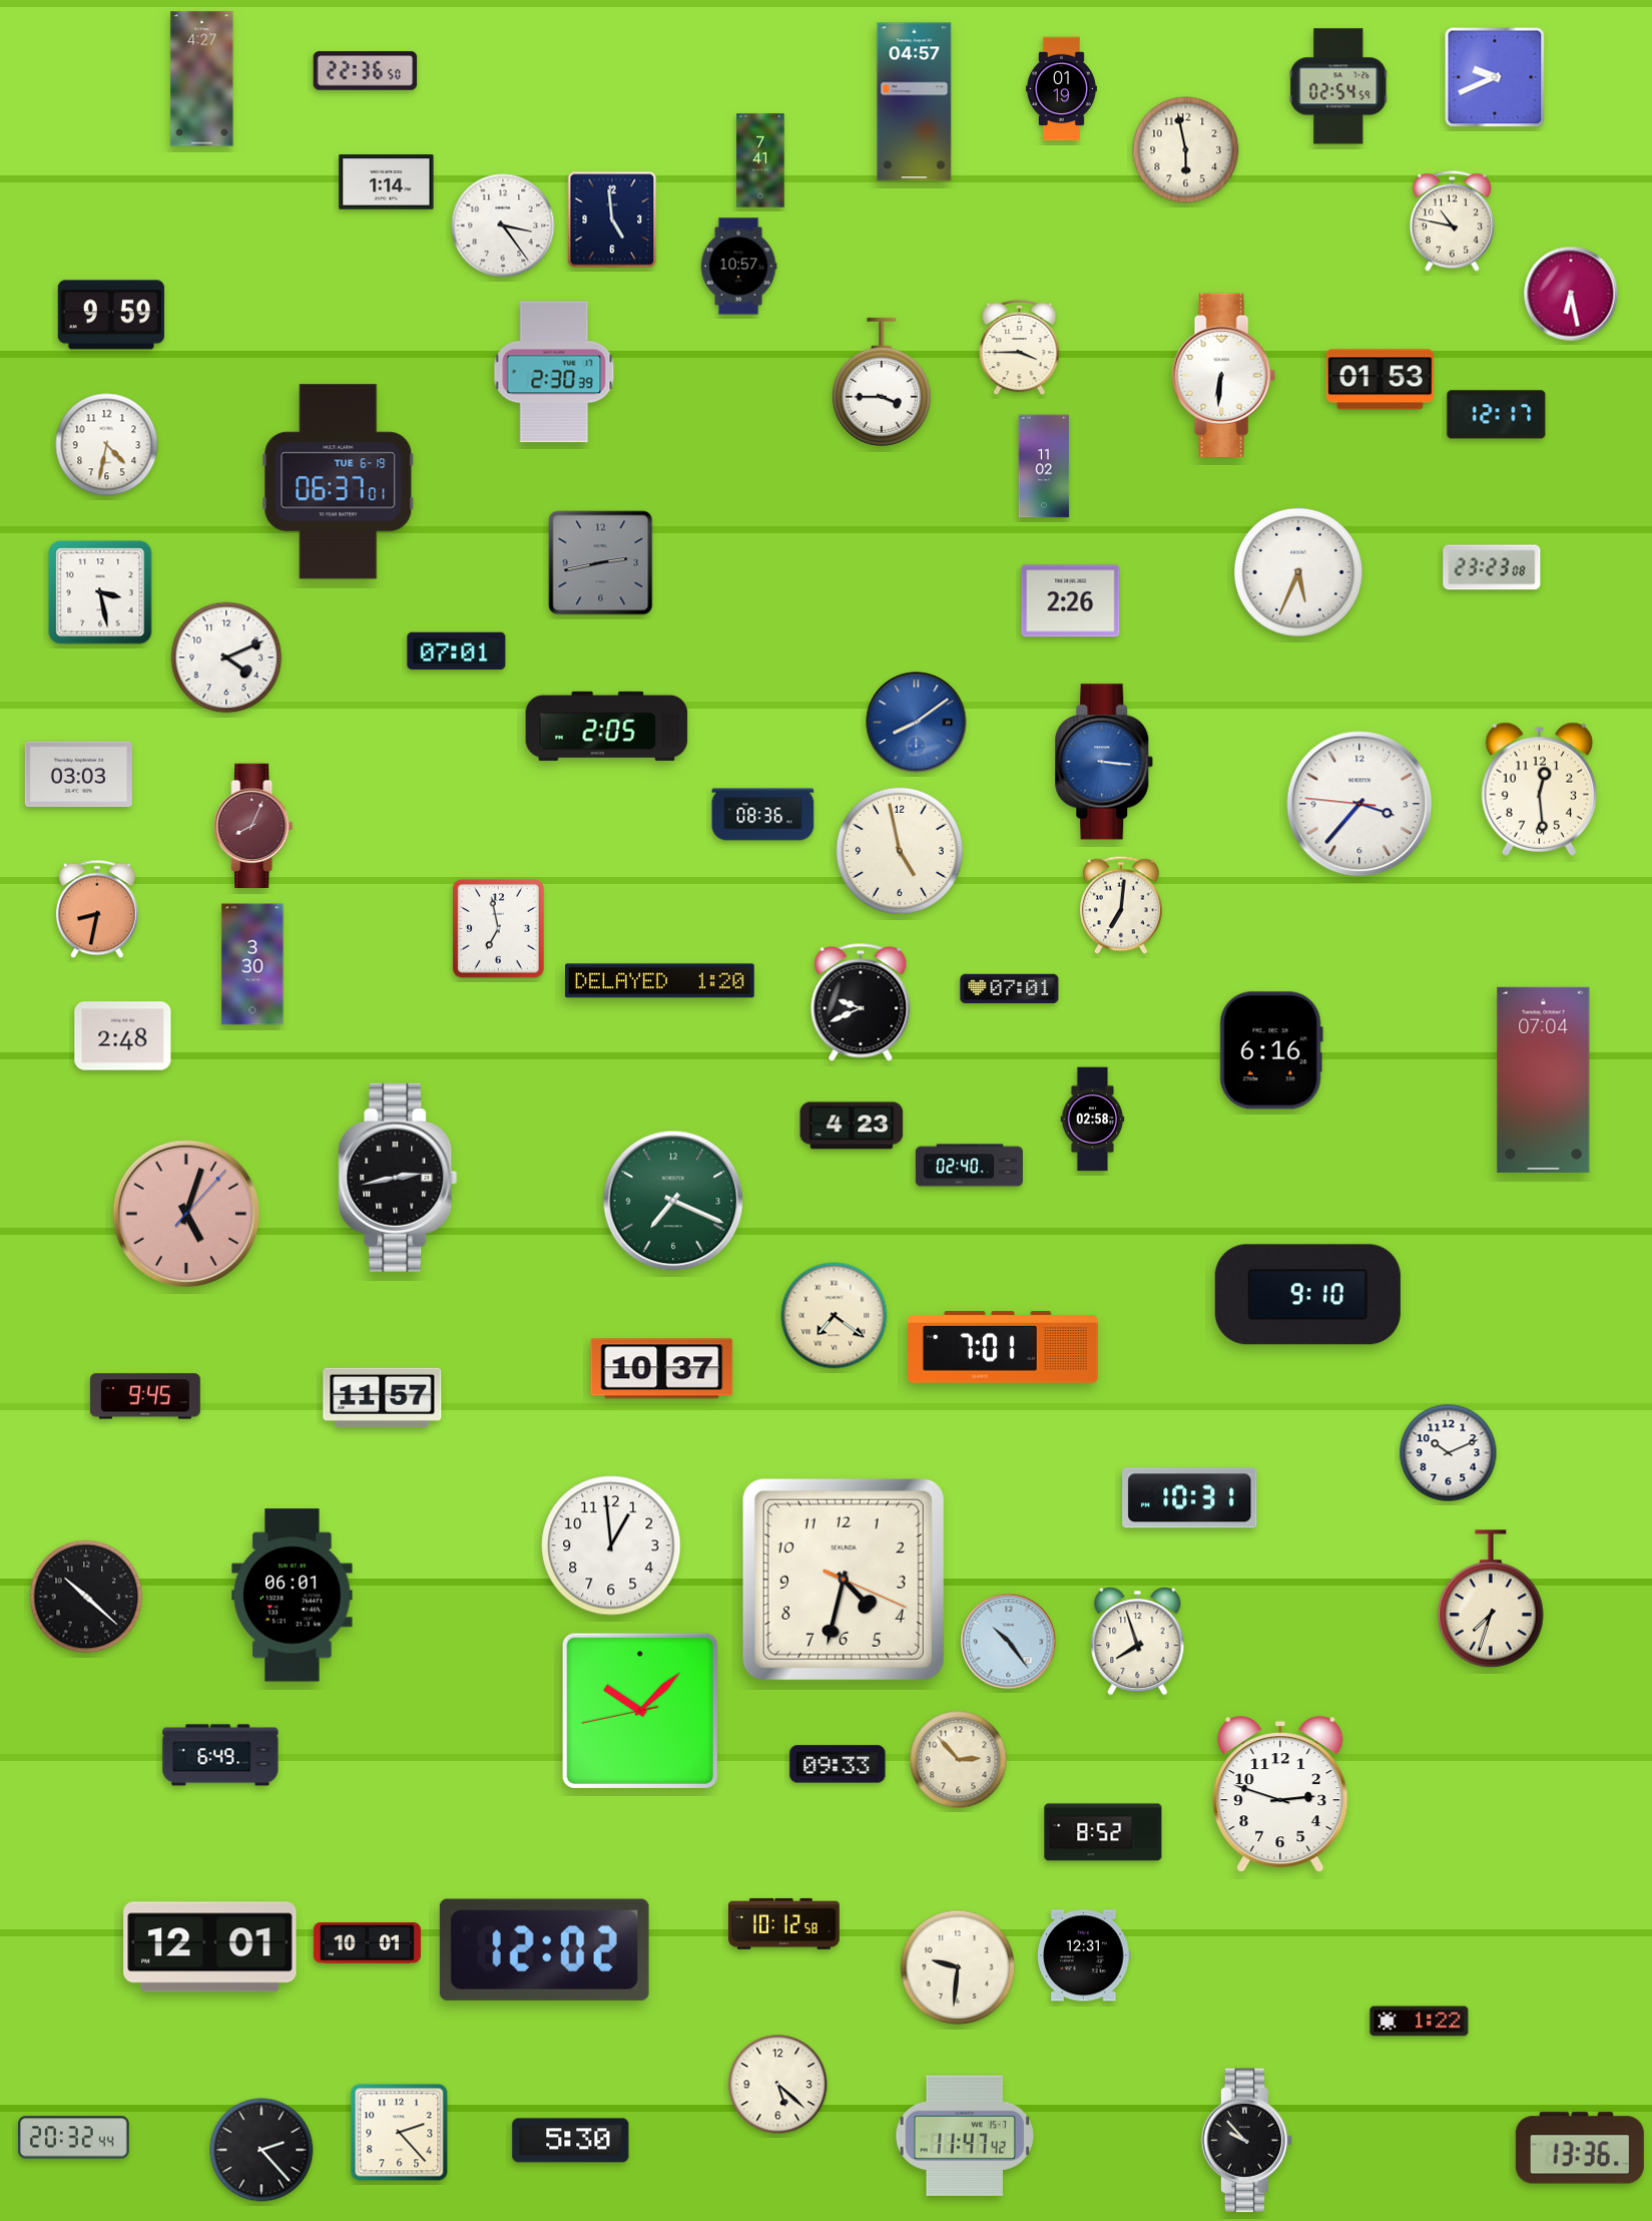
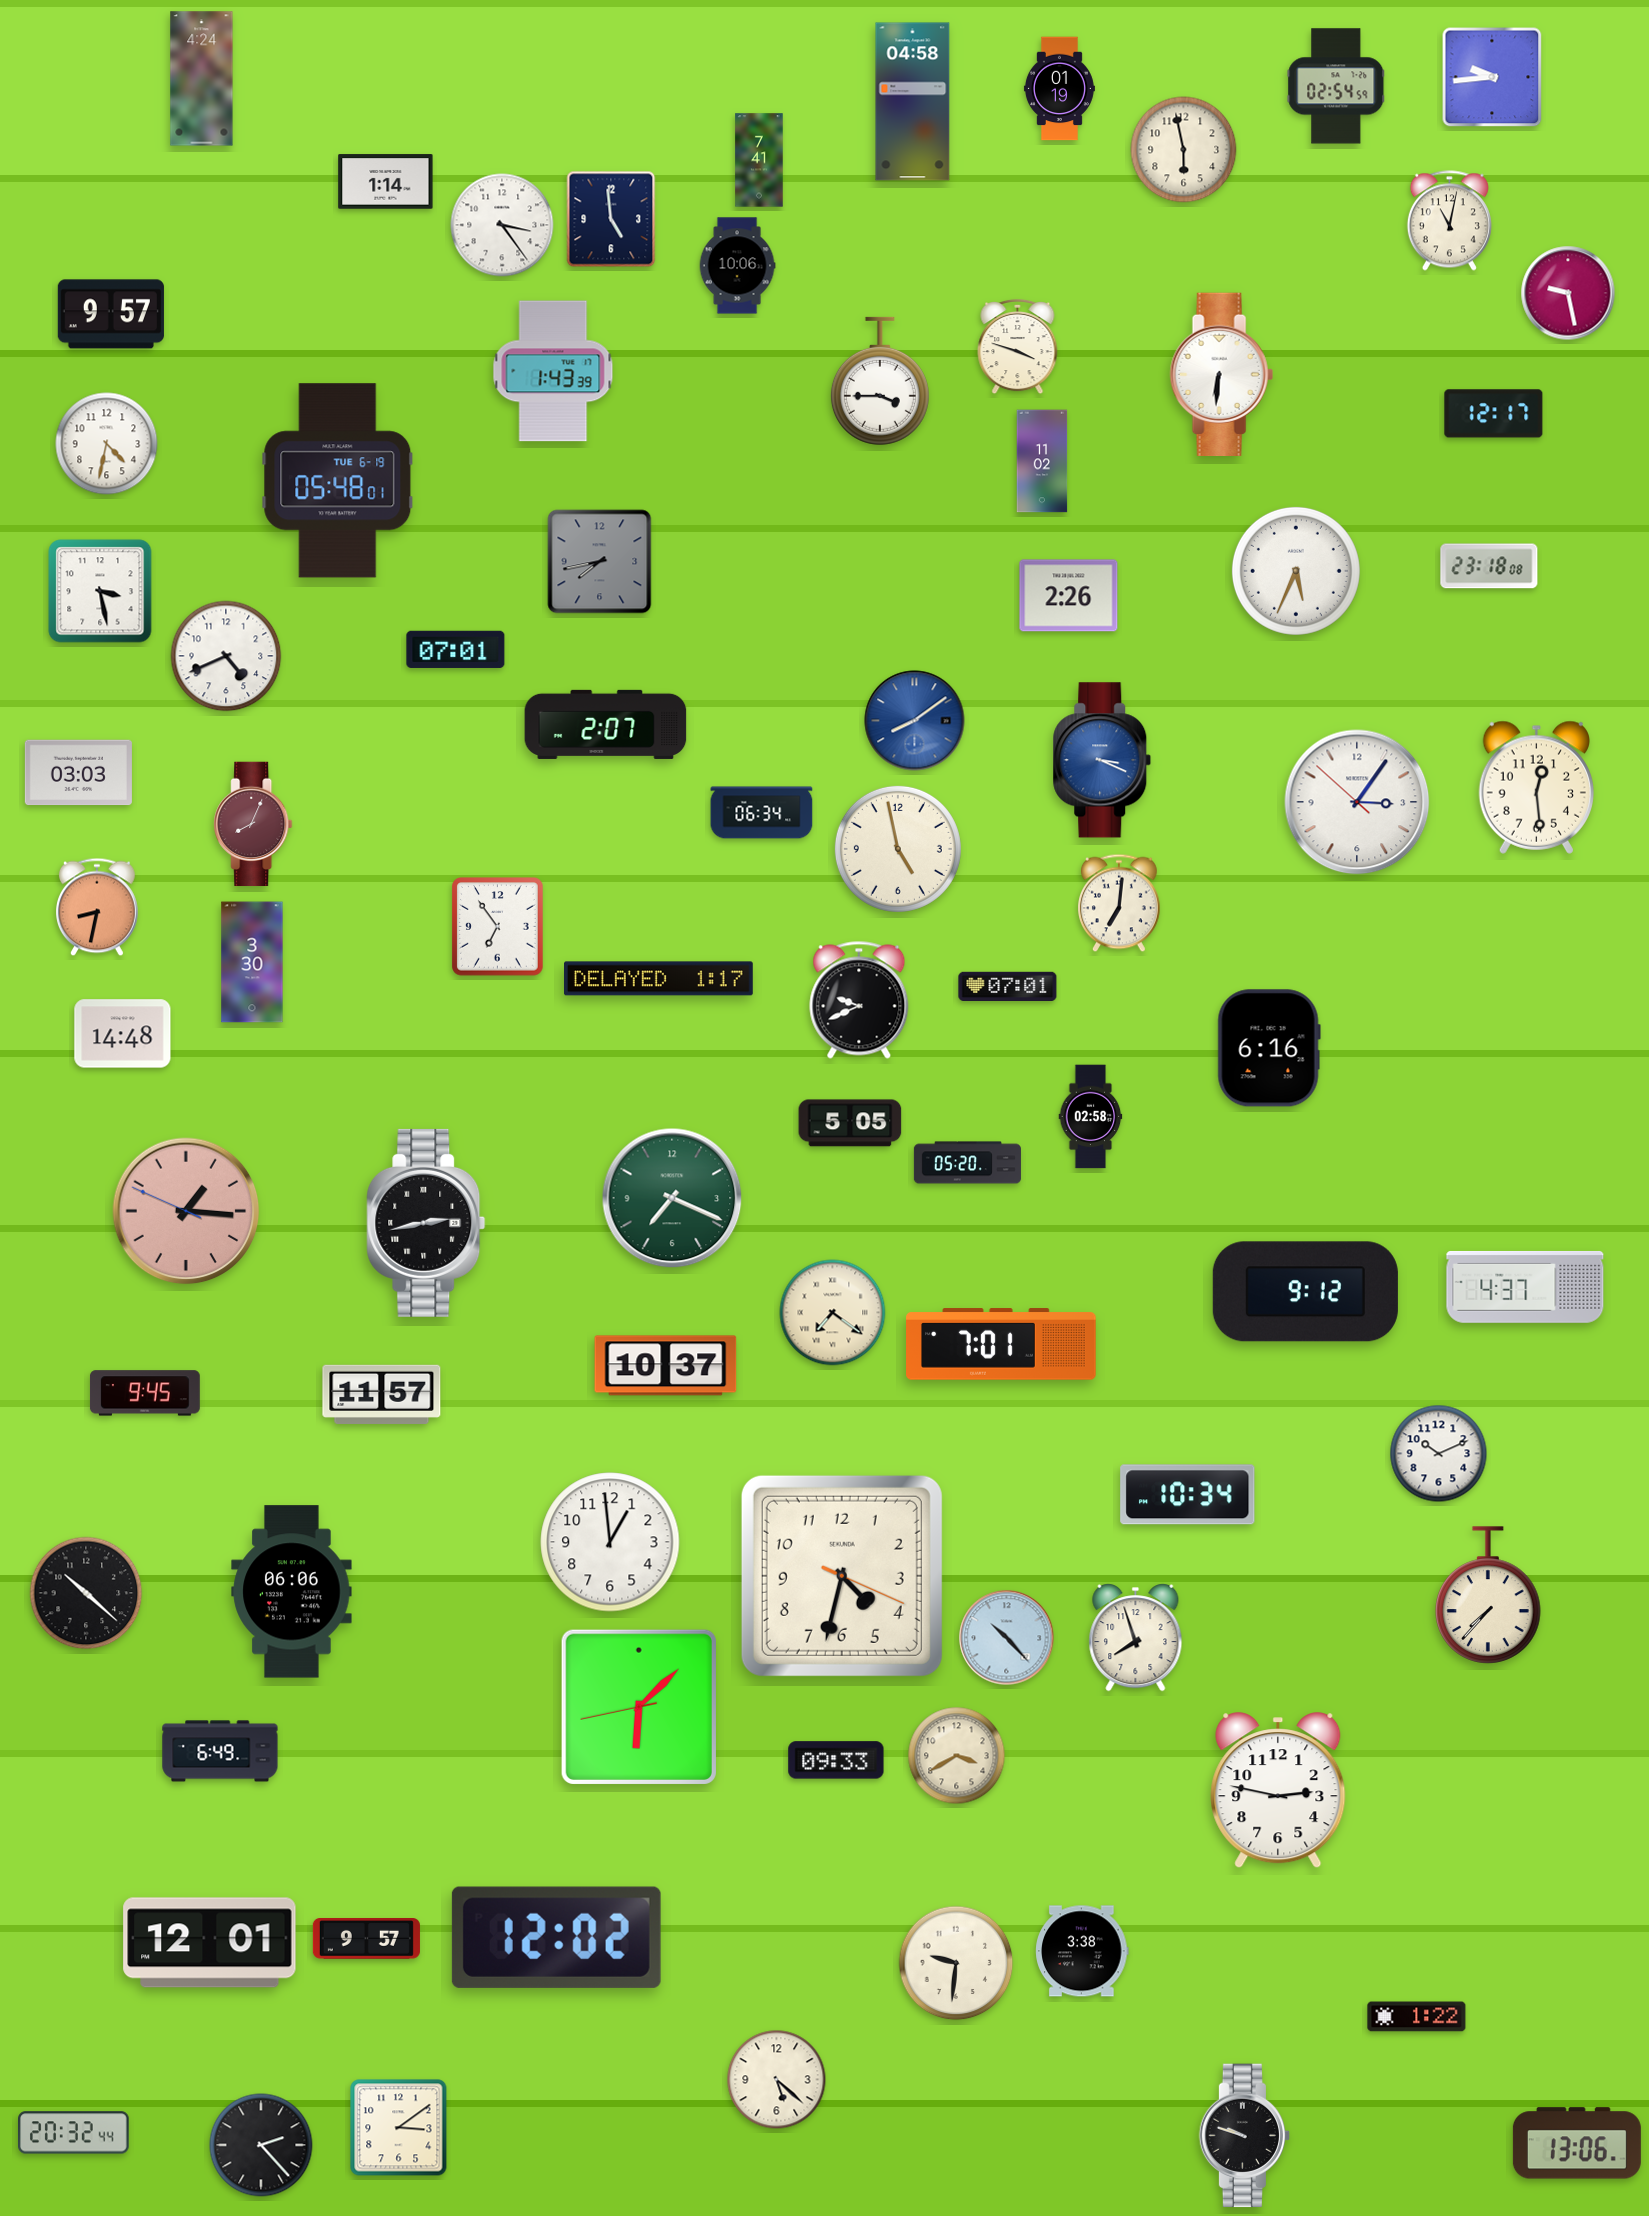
clock at (366, 71): 22:36 -> none
clock at (1495, 77): 9:41 -> 9:44
clock at (202, 79): 4:27 -> 4:24
clock at (915, 102): 04:57 -> 04:58
clock at (1452, 221): 10:47 -> 11:02
clock at (738, 267): 10:57 -> 10:06
clock at (1571, 294): 6:28 -> 9:28
clock at (111, 315): 9:59 -> 9:57
clock at (1020, 348): 3:45 -> 3:48
clock at (554, 372): 2:30 -> 1:43
clock at (1380, 380): 01:53 -> none
clock at (1044, 466) position: (1044, 466) -> (1042, 461)
clock at (339, 482): 06:37 -> 05:48
clock at (601, 563): 2:43 -> 7:43
clock at (1492, 567): 23:23 -> 23:18
clock at (1071, 601) position: (1071, 601) -> (1069, 596)
clock at (226, 657): 4:11 -> 4:41
clock at (607, 726): 2:05 -> 2:07
clock at (1104, 762): 3:16 -> 3:19
clock at (1359, 804): 3:36 -> 3:05
clock at (763, 815): 08:36 -> 06:34
clock at (499, 929): 6:58 -> 6:54
clock at (660, 981): 1:20 -> 1:17
clock at (123, 1036): 2:48 -> 14:48
clock at (1544, 1079): 07:04 -> none
clock at (852, 1126): 4:23 -> 5:05
clock at (969, 1166): 02:40 -> 05:20
clock at (398, 1178) position: (398, 1178) -> (426, 1223)
clock at (186, 1214): 5:03 -> 1:15
clock at (1525, 1287): none -> 4:37
clock at (1307, 1295): 9:10 -> 9:12
clock at (662, 1369) position: (662, 1369) -> (666, 1366)
clock at (1449, 1453) position: (1449, 1453) -> (1439, 1454)
clock at (1190, 1498): 10:31 -> 10:34
clock at (293, 1596): 06:01 -> 06:06
clock at (1491, 1599): 7:33 -> 7:37
clock at (1009, 1642): 10:24 -> 10:23
clock at (640, 1711): 10:07 -> 6:07
clock at (959, 1760): 2:53 -> 3:40
clock at (1280, 1795): 2:48 -> 2:47
clock at (1103, 1832): 8:52 -> none
clock at (784, 1923): 10:12 -> none
clock at (367, 1943): 10:01 -> 9:57
clock at (544, 1949) position: (544, 1949) -> (556, 1937)
clock at (1084, 1955): 12:31 -> 3:38
clock at (400, 2133): 2:23 -> 3:09
clock at (964, 2136): 11:47 -> none
clock at (571, 2141): 5:30 -> none
clock at (1247, 2141): 9:53 -> 9:48
clock at (1580, 2148): 13:36 -> 13:06
